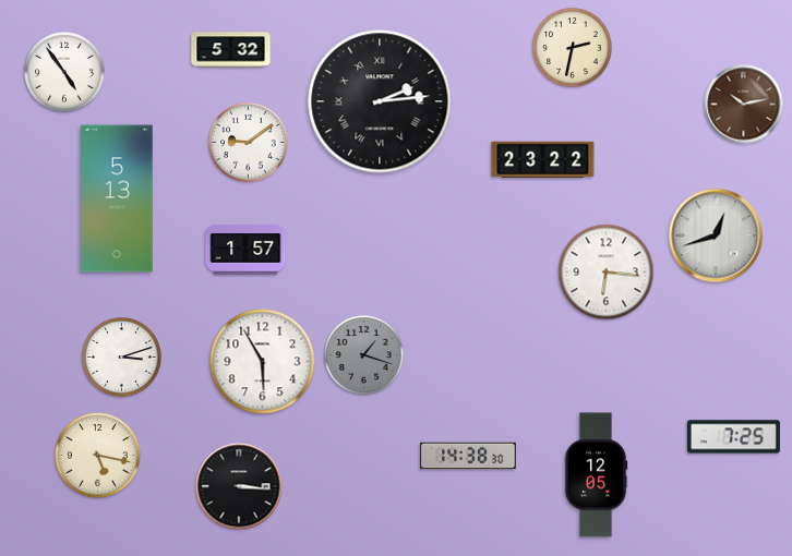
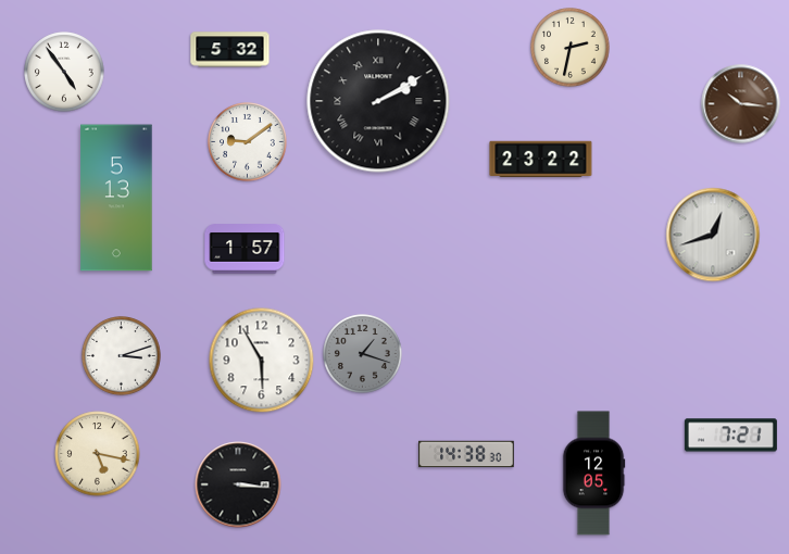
clock at (380, 101): 2:14 -> 2:10
clock at (744, 105): 10:13 -> 10:16
clock at (607, 273): 6:16 -> none
clock at (733, 437): 7:25 -> 7:21
